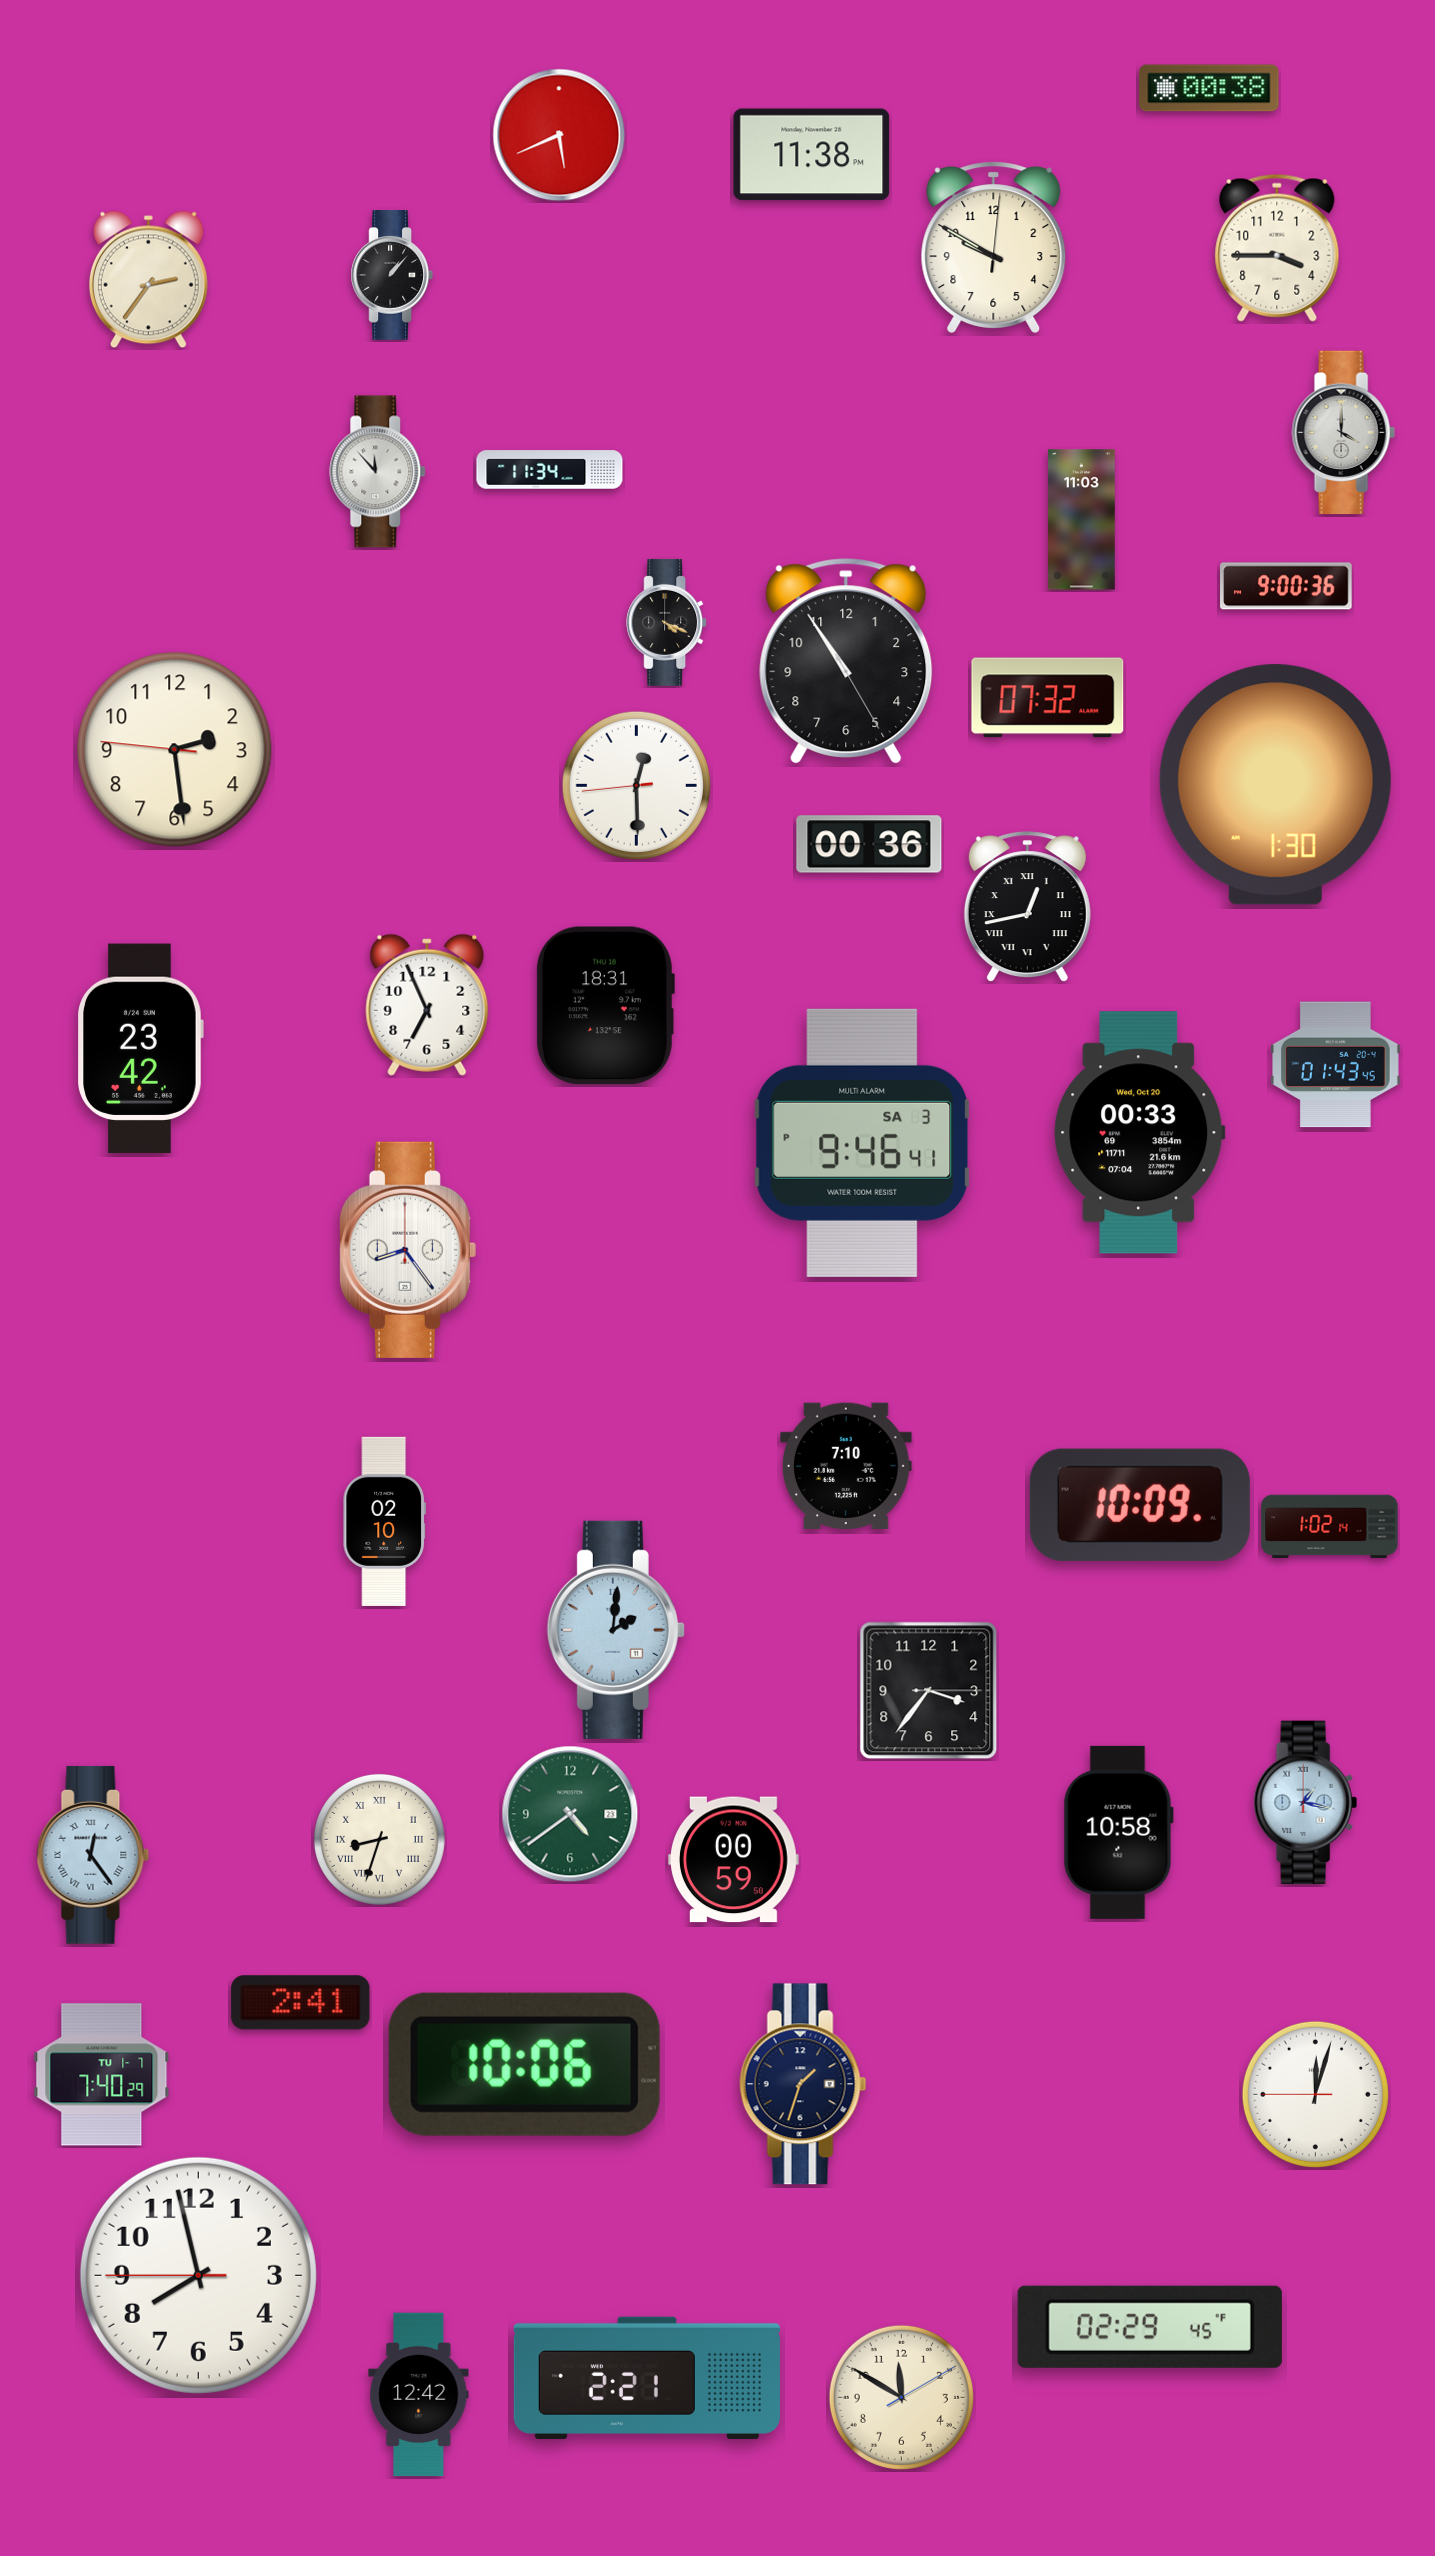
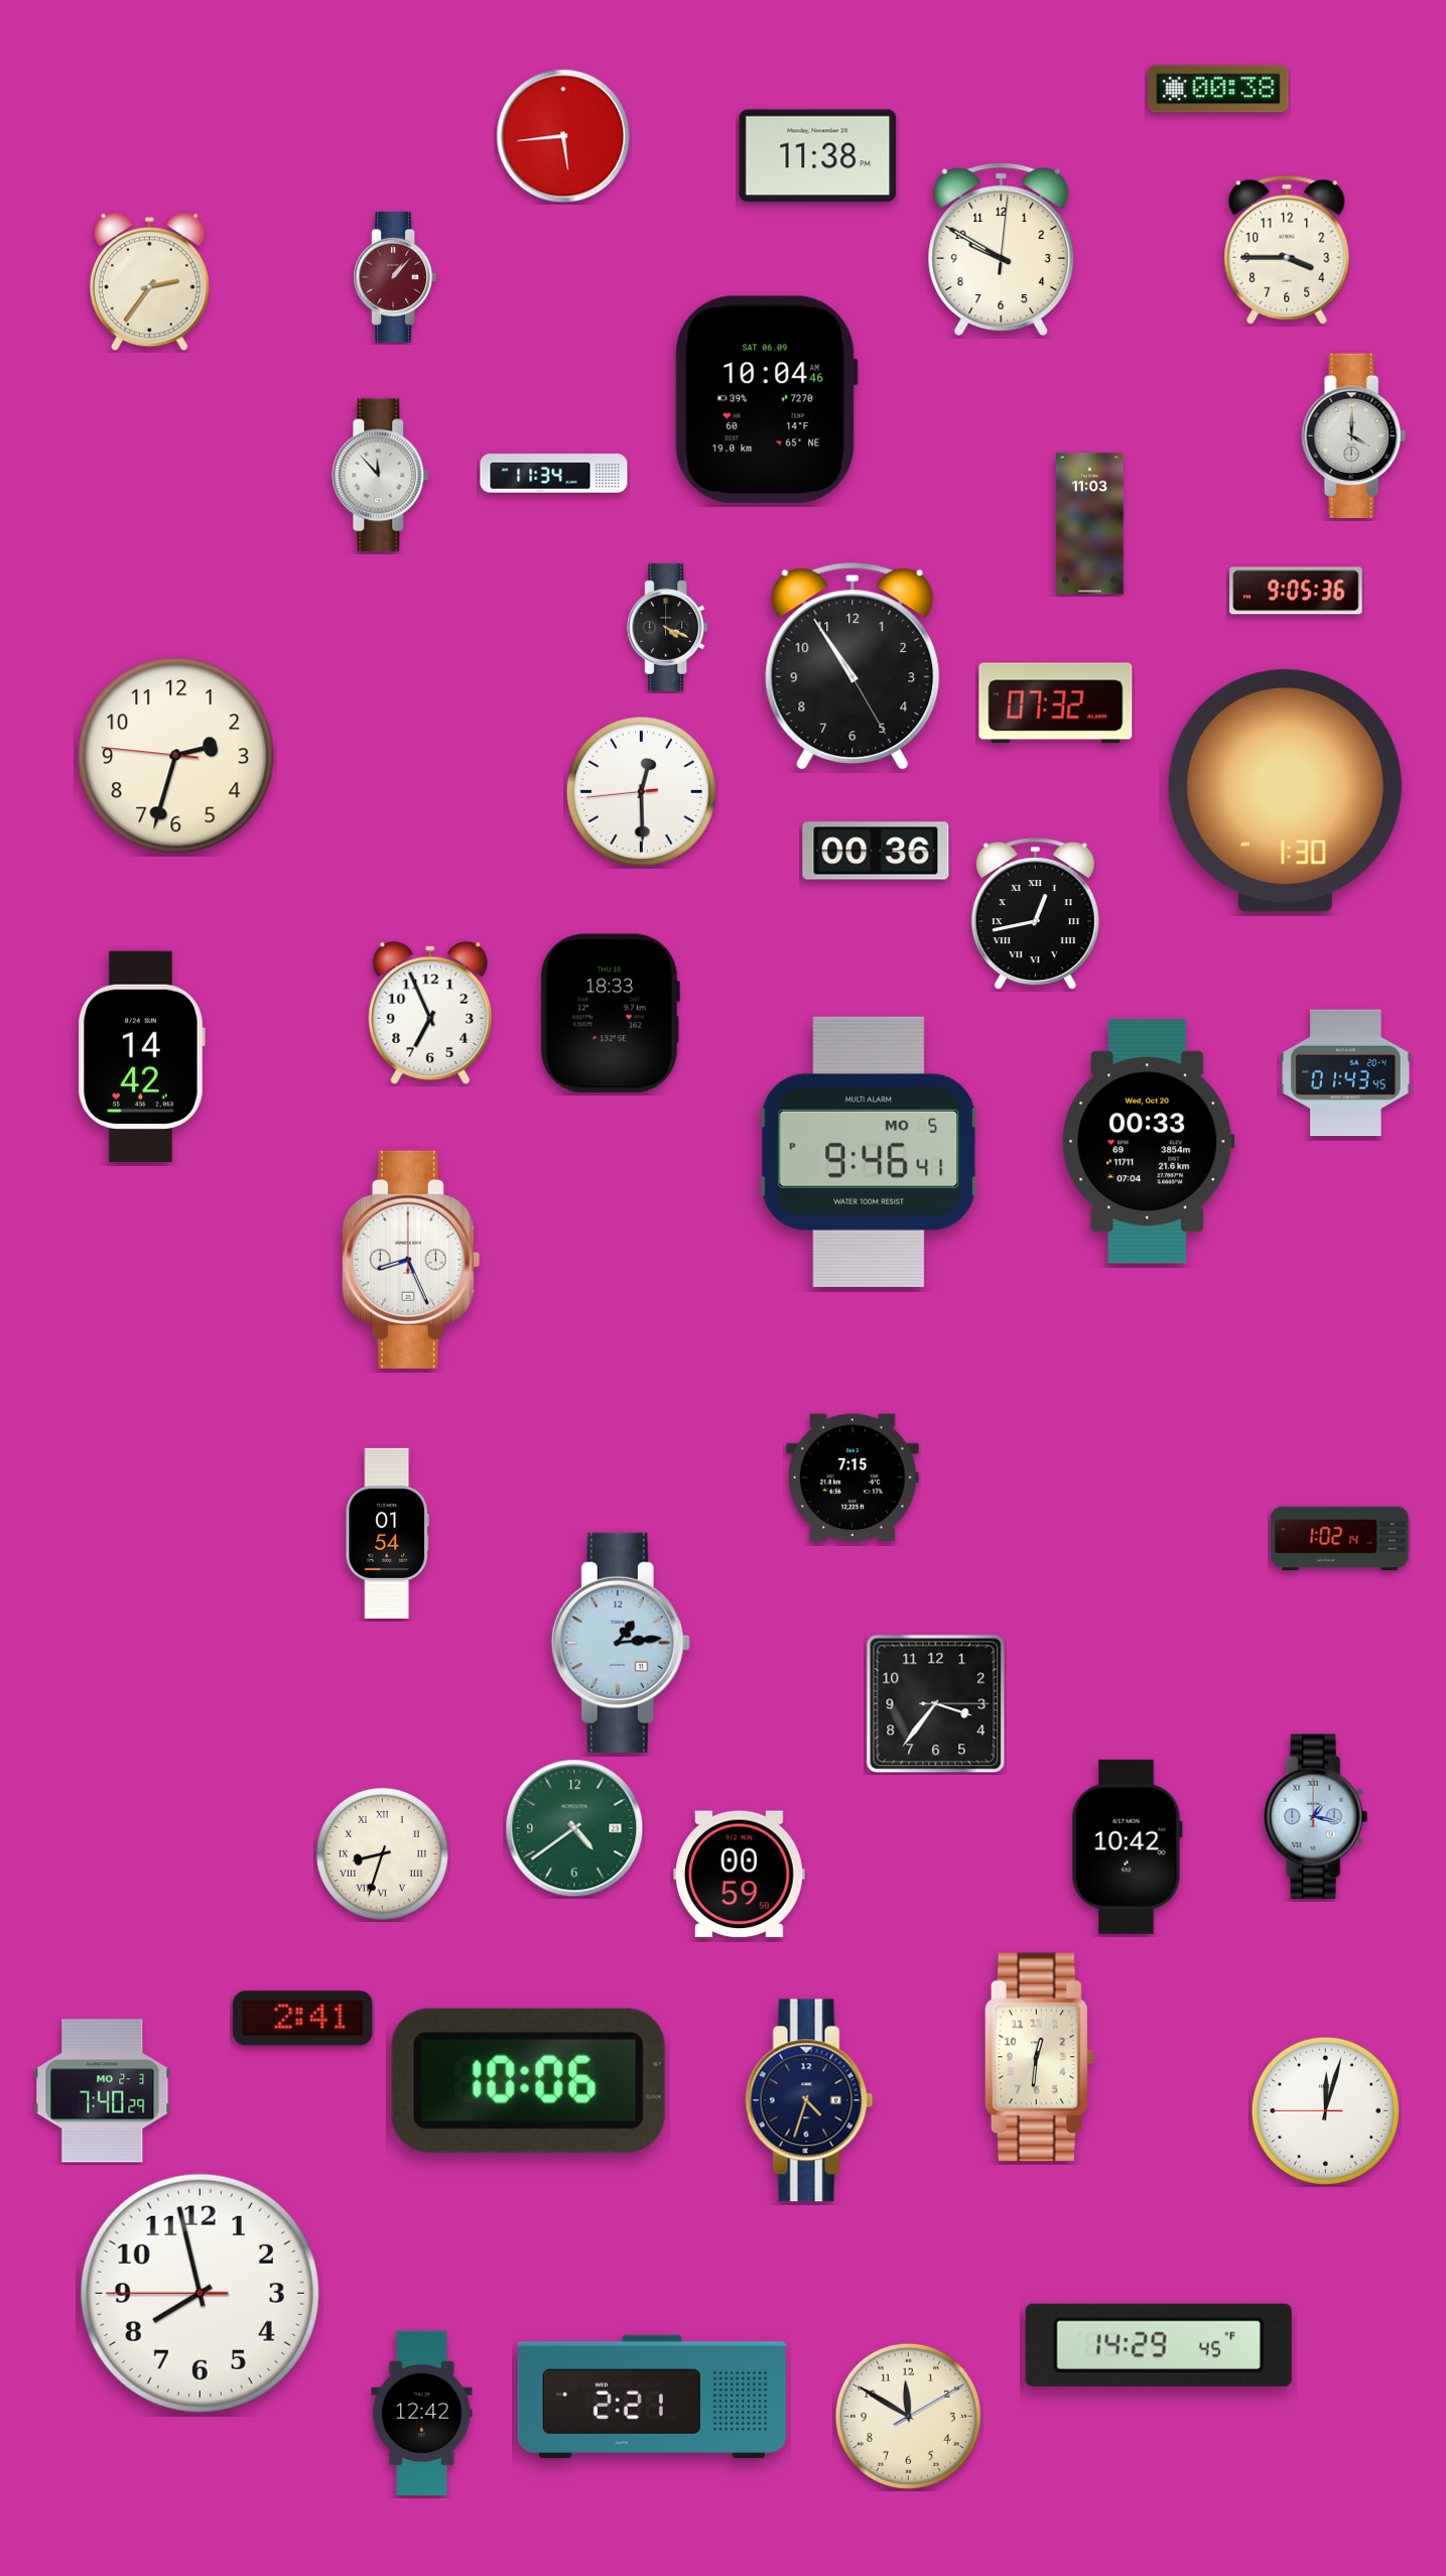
clock at (559, 135): 5:41 -> 5:44
clock at (391, 276) dial: black -> burgundy
clock at (766, 400): none -> 10:04
clock at (1286, 586): 9:00 -> 9:05
clock at (667, 622) position: (667, 622) -> (668, 627)
clock at (175, 750): 2:28 -> 2:32
clock at (605, 1006): 18:31 -> 18:33
clock at (140, 1049): 23:42 -> 14:42
clock at (862, 1143) date: SA 3 -> MO 5
clock at (408, 1250): 8:24 -> 8:26
clock at (847, 1466): 7:10 -> 7:15
clock at (1140, 1505): 10:09 -> none
clock at (385, 1521): 02:10 -> 01:54
clock at (616, 1630): 2:01 -> 1:14
clock at (1118, 1832): 10:58 -> 10:42
clock at (93, 1855): 12:24 -> none
clock at (1040, 2057): none -> 12:31
clock at (102, 2075) date: TU 1-7 -> MO 2-3
clock at (803, 2084): 1:33 -> 4:33
clock at (1150, 2327): 02:29 -> 14:29
